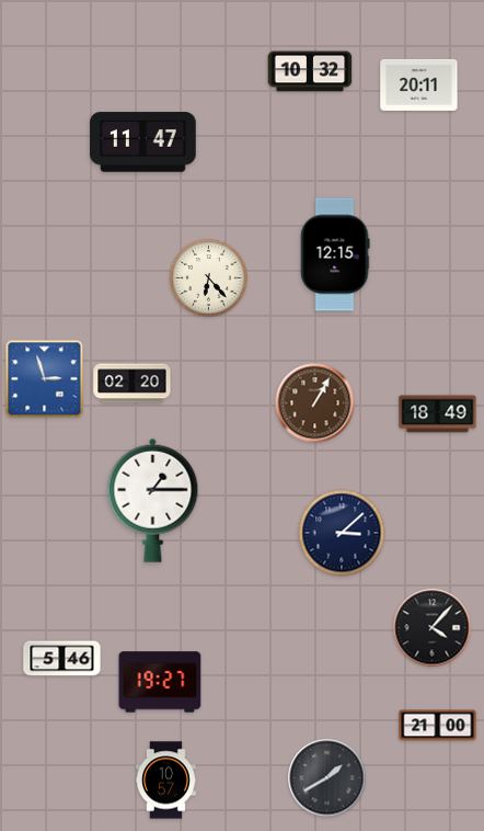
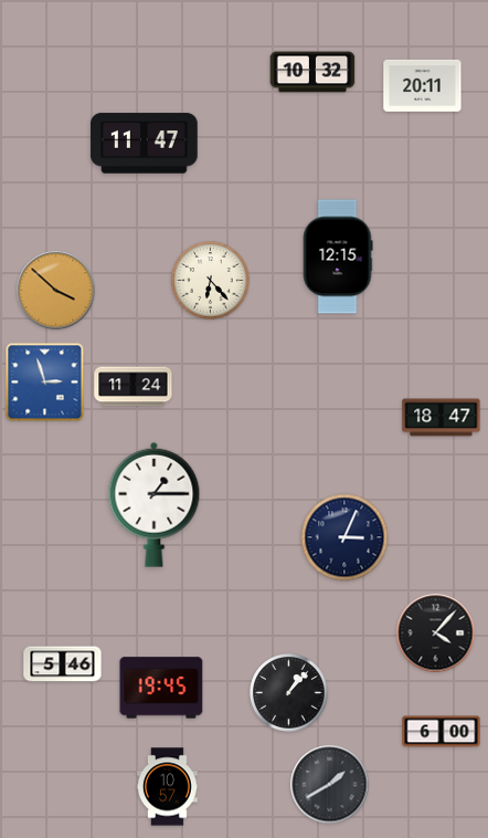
clock at (56, 291): none -> 3:52
clock at (132, 384): 02:20 -> 11:24
clock at (315, 403): 1:05 -> none
clock at (438, 414): 18:49 -> 18:47
clock at (342, 533): 3:08 -> 3:04
clock at (160, 682): 19:27 -> 19:45
clock at (289, 693): none -> 1:07
clock at (438, 726): 21:00 -> 6:00
